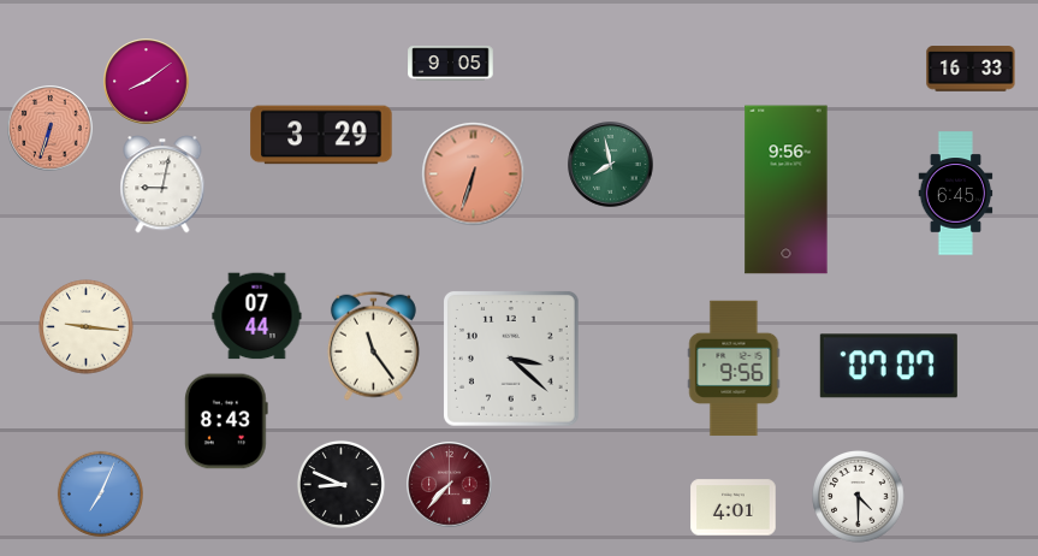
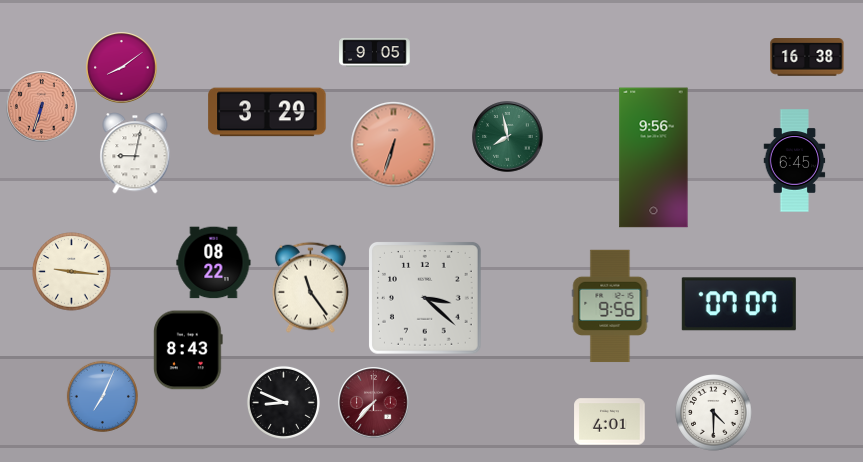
clock at (971, 69): 16:33 -> 16:38
clock at (257, 317): 07:44 -> 08:22
clock at (100, 493) position: (100, 493) -> (102, 396)
